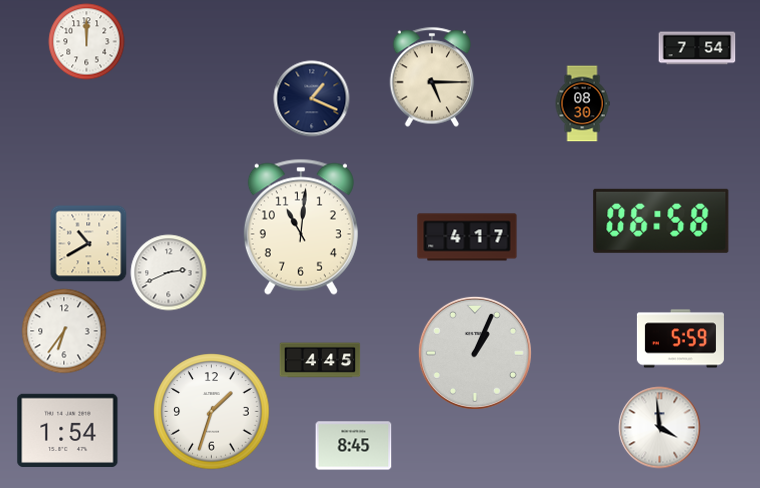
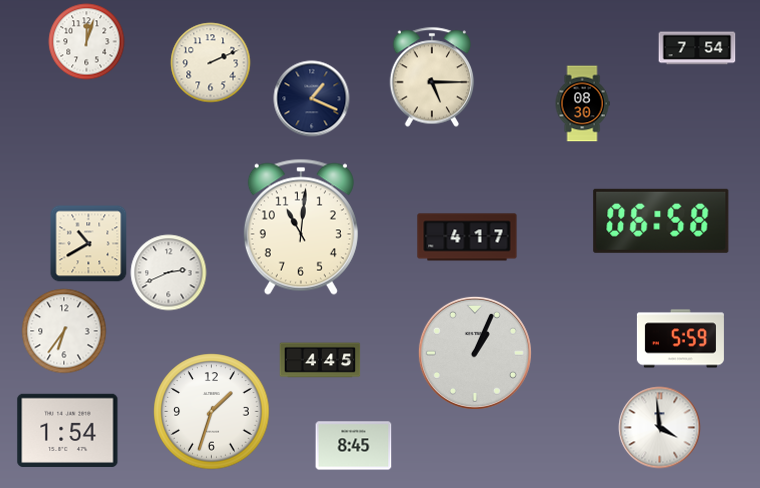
clock at (87, 42): 12:00 -> 12:03
clock at (211, 63): none -> 2:11
